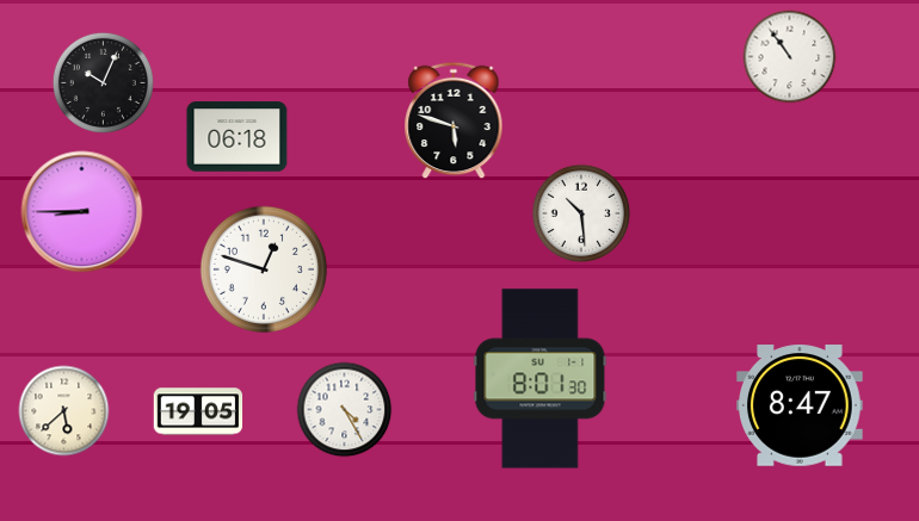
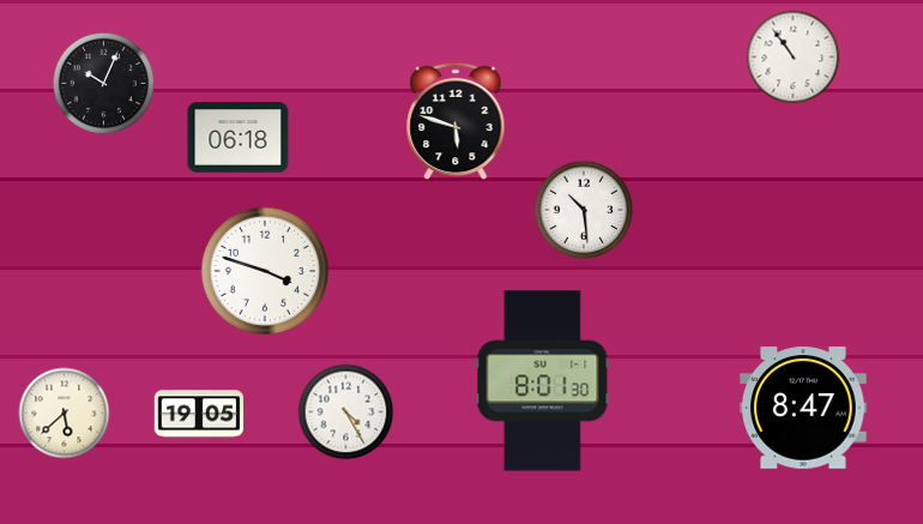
clock at (82, 212): 8:45 -> none
clock at (581, 213) position: (581, 213) -> (584, 210)
clock at (264, 269): 12:48 -> 3:48
